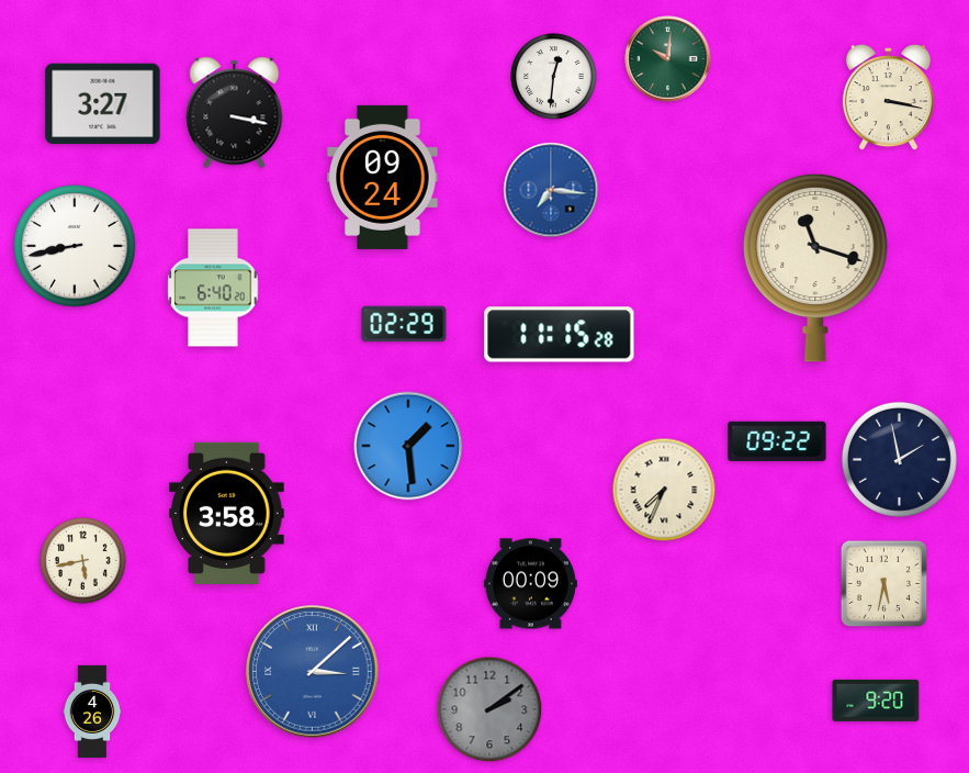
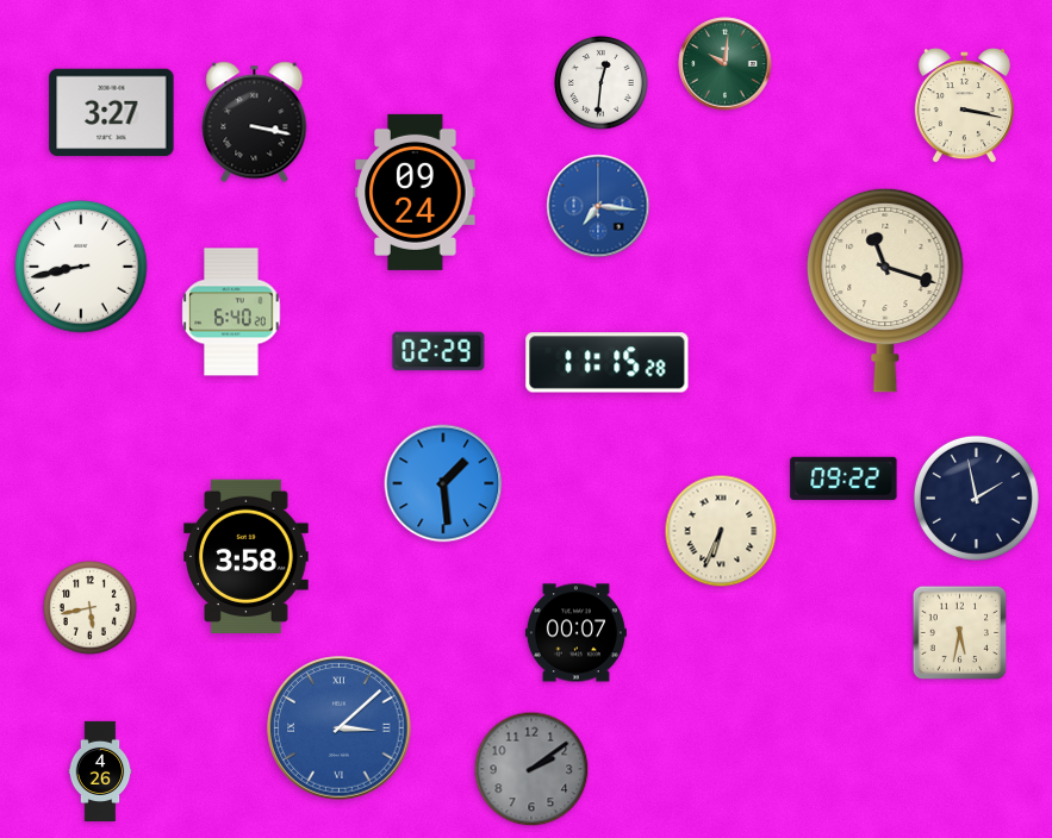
clock at (664, 490): 7:34 -> 6:34
clock at (530, 584): 00:09 -> 00:07
clock at (876, 701): 9:20 -> none
